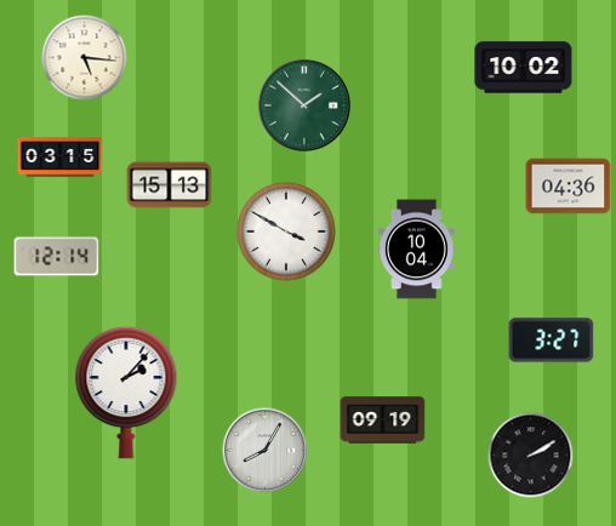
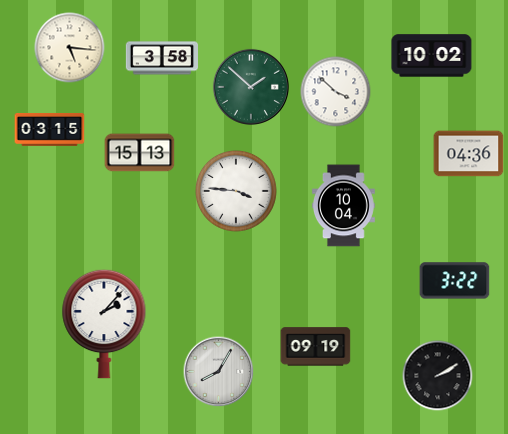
clock at (161, 58): none -> 3:58
clock at (336, 92): none -> 3:52
clock at (286, 231): 3:50 -> 3:46
clock at (57, 257): 12:14 -> none
clock at (552, 341): 3:27 -> 3:22
